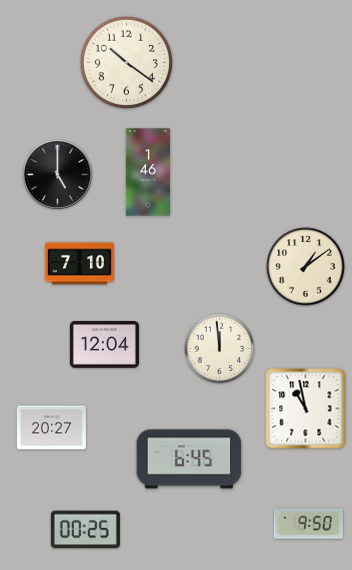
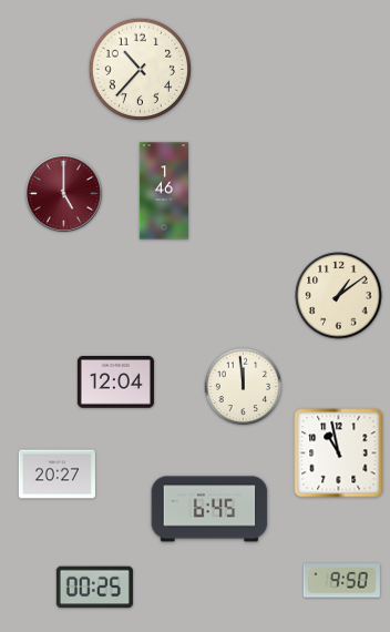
clock at (126, 62): 10:21 -> 10:37
clock at (57, 174) dial: black -> burgundy
clock at (79, 264): 7:10 -> none
